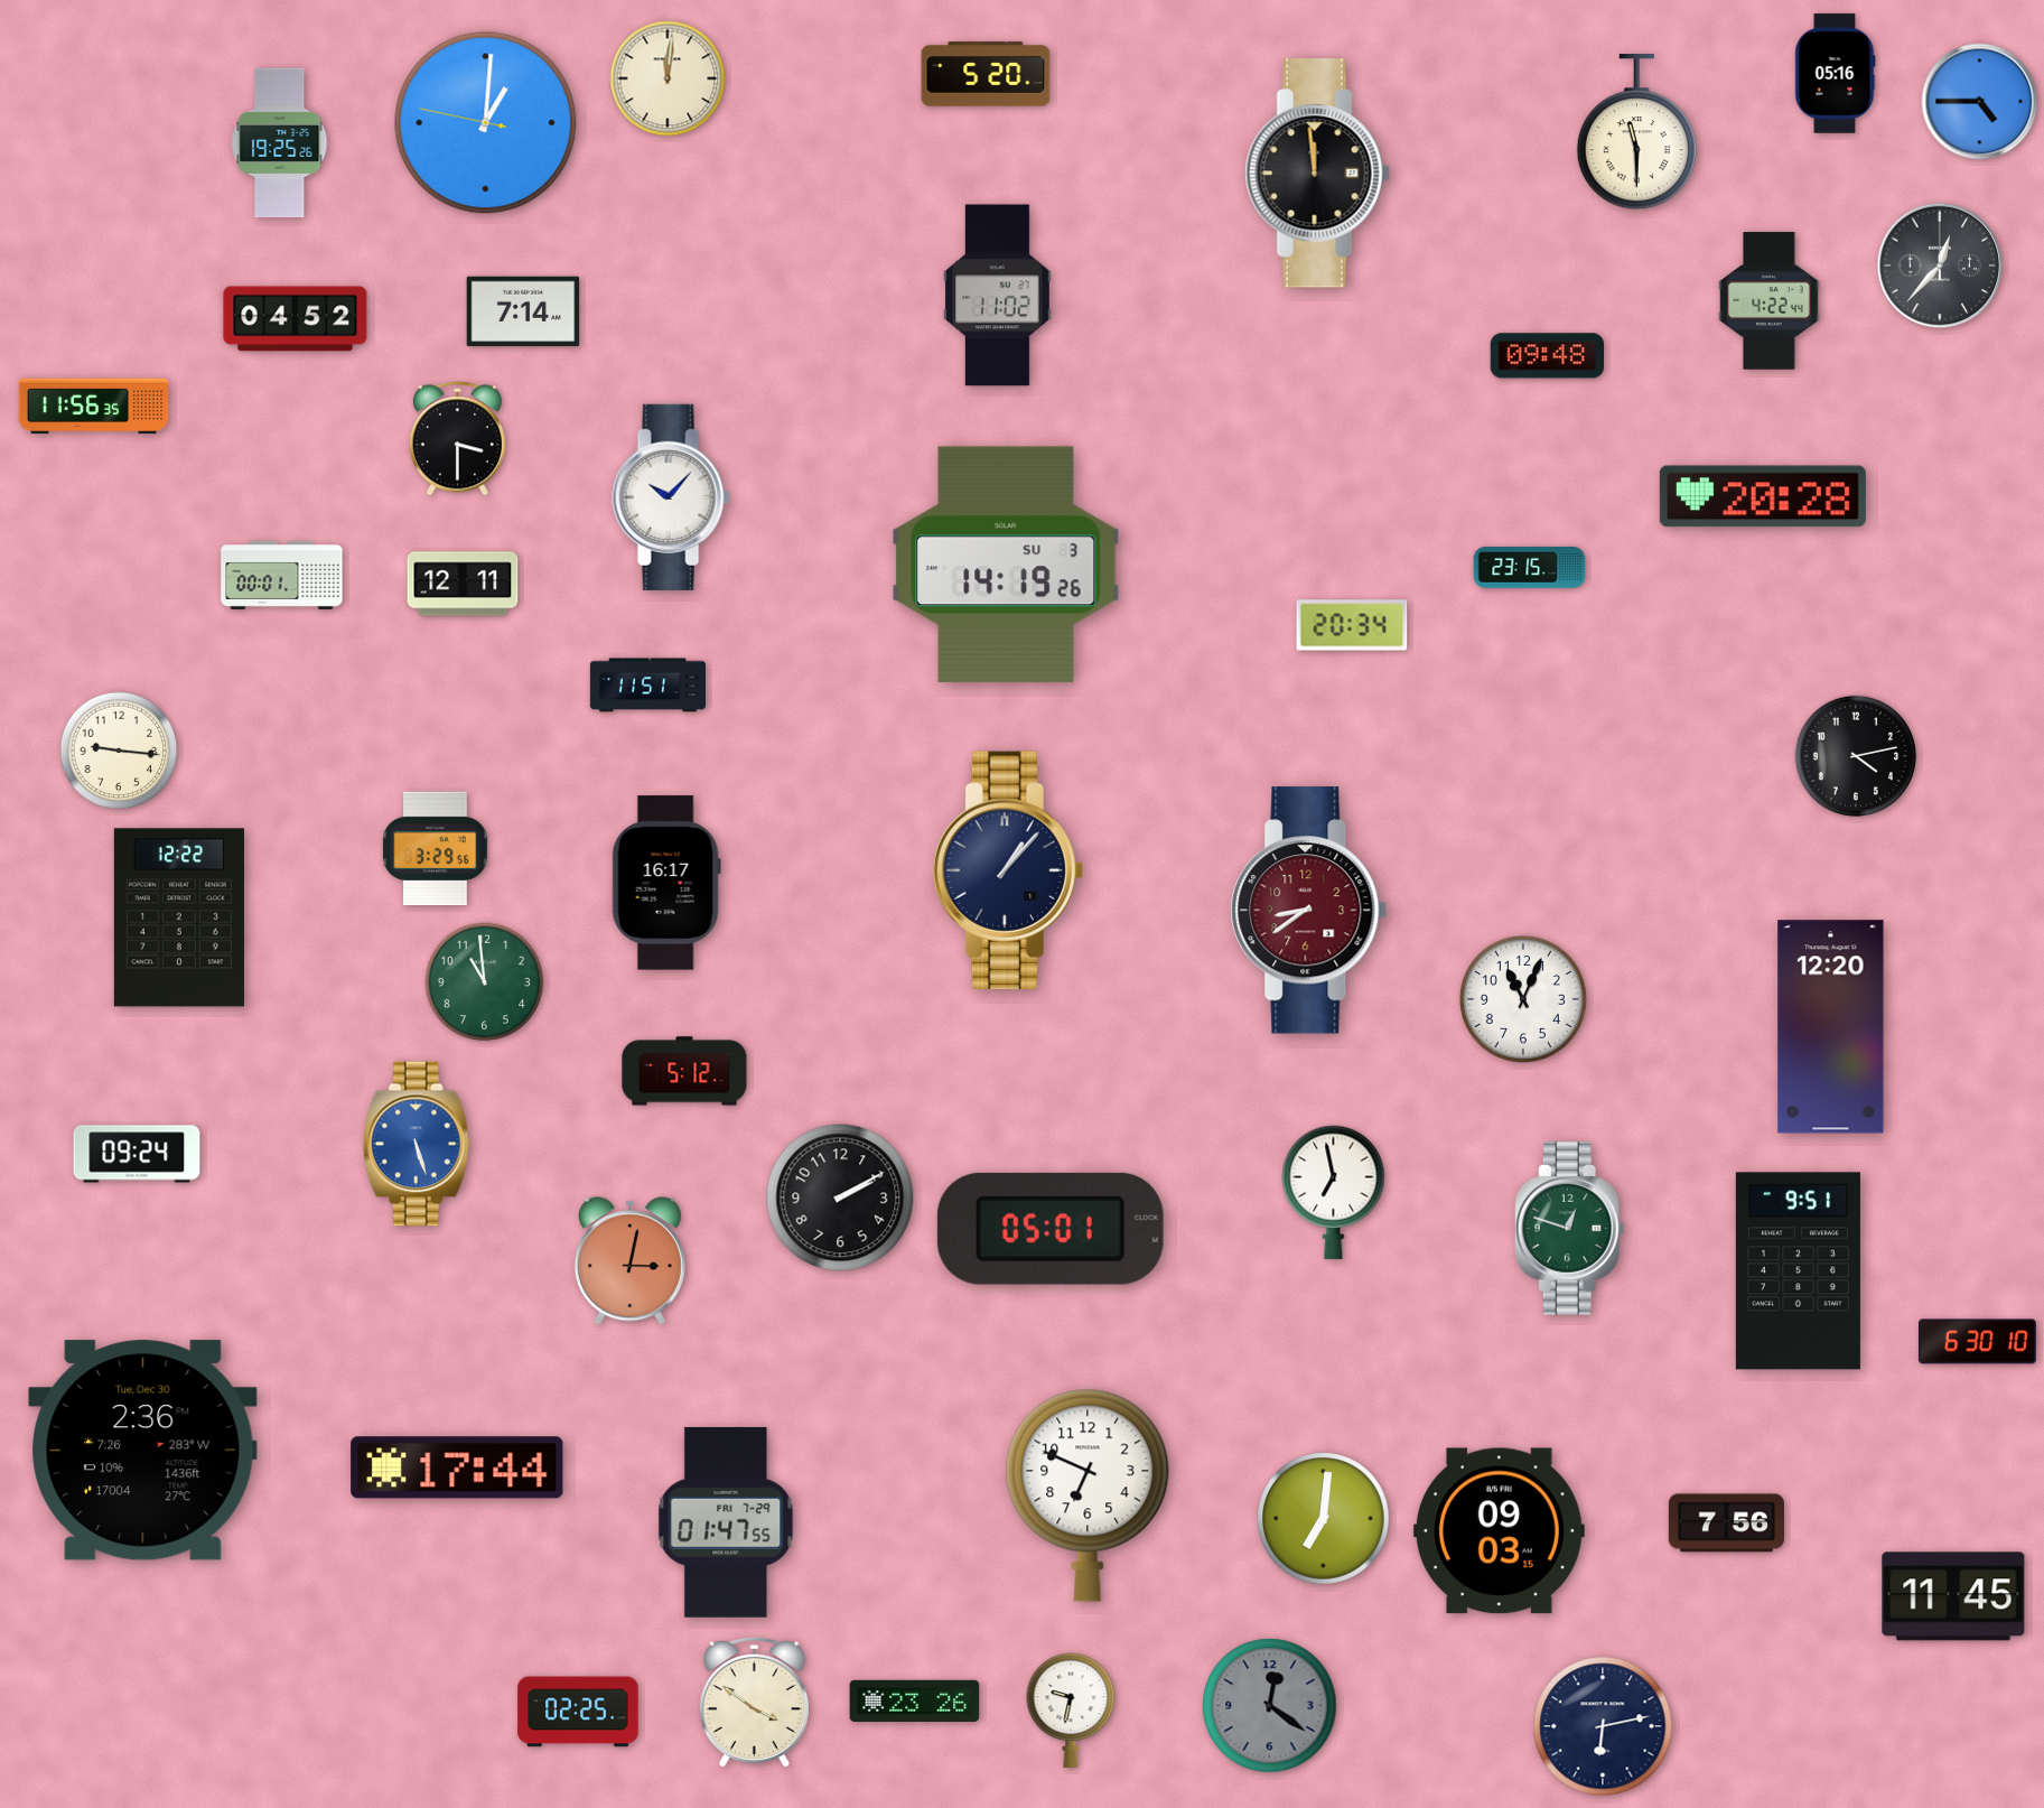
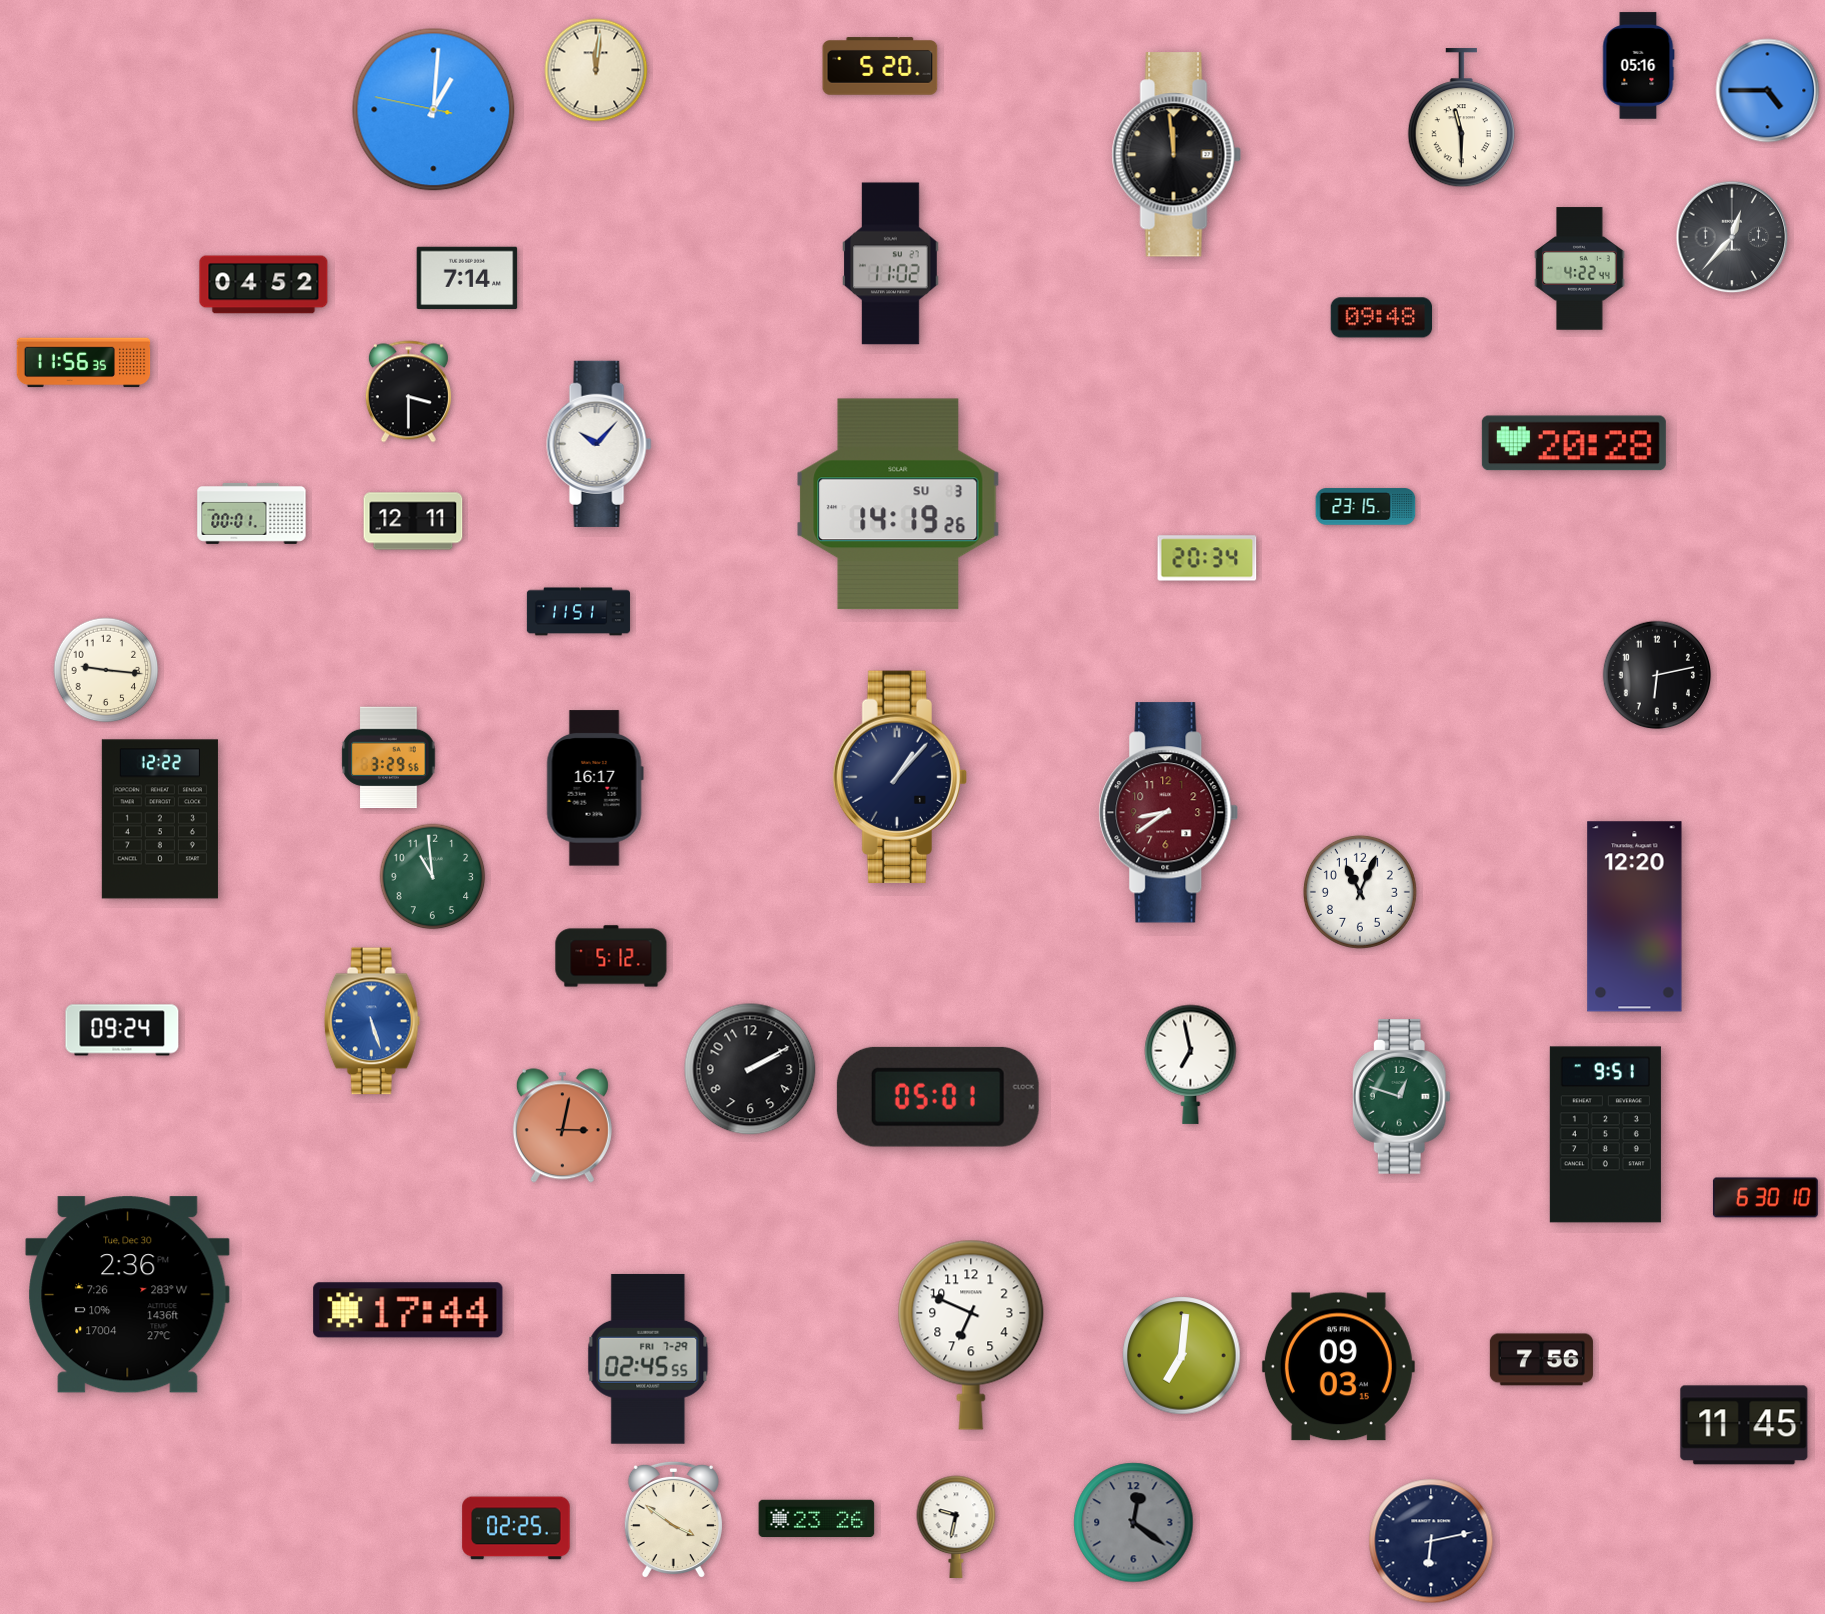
clock at (280, 143): 19:25 -> none
clock at (1855, 755): 4:13 -> 6:13
clock at (726, 1522): 01:47 -> 02:45
